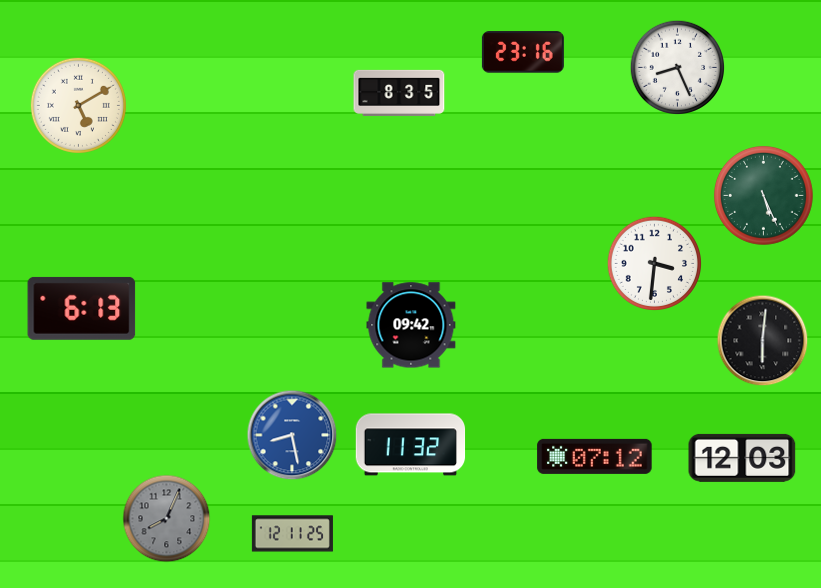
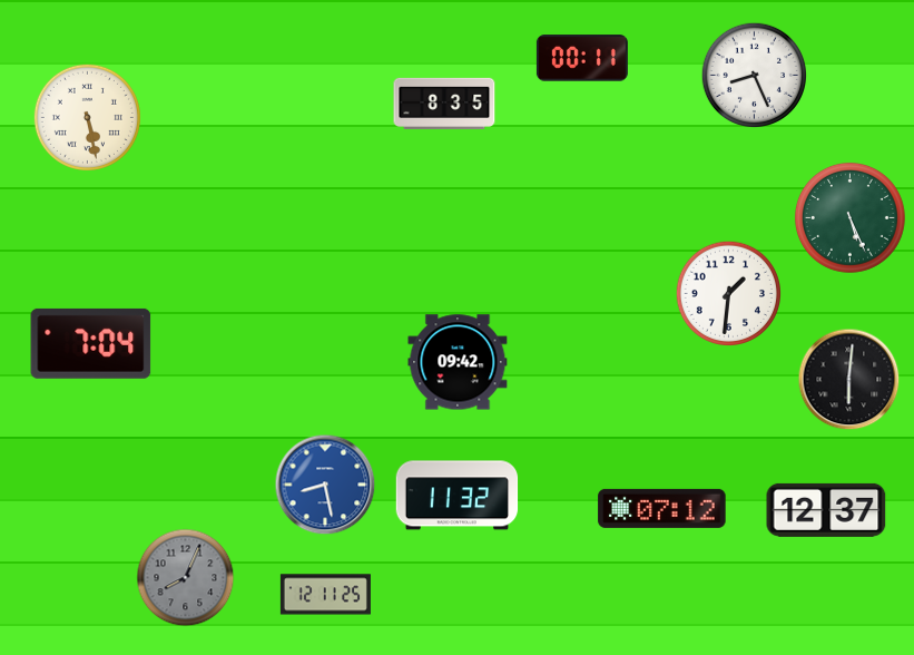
clock at (523, 52): 23:16 -> 00:11
clock at (78, 105): 5:10 -> 5:28
clock at (655, 264): 3:31 -> 1:31
clock at (82, 308): 6:13 -> 7:04
clock at (742, 458): 12:03 -> 12:37
